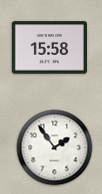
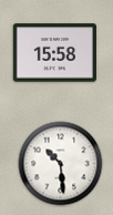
clock at (55, 148): 1:54 -> 10:29
